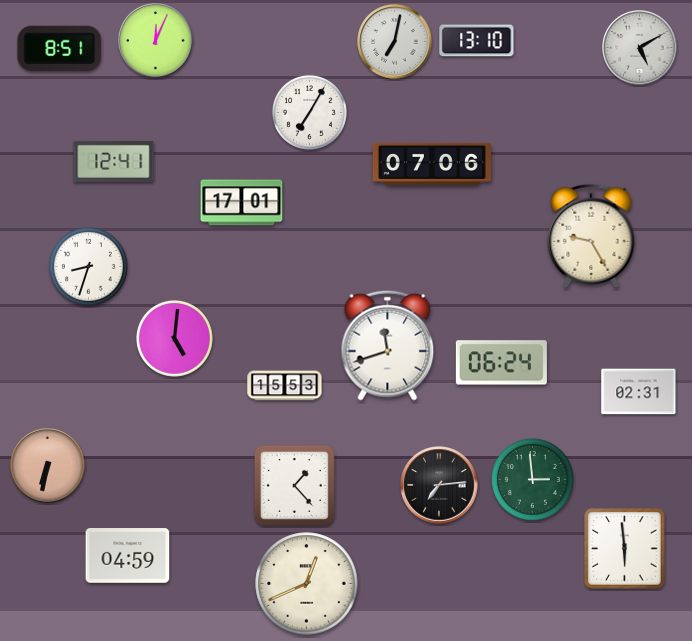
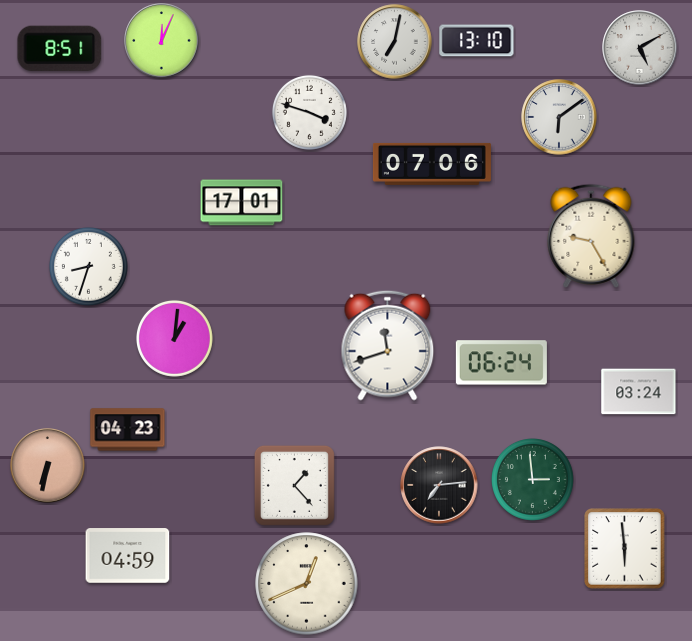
clock at (156, 41) position: (156, 41) -> (162, 41)
clock at (309, 112): 7:05 -> 3:48
clock at (559, 117): none -> 6:09
clock at (114, 161): 12:41 -> none
clock at (174, 338): 5:01 -> 1:01
clock at (285, 386): 15:53 -> none
clock at (639, 392): 02:31 -> 03:24
clock at (128, 430): none -> 04:23
